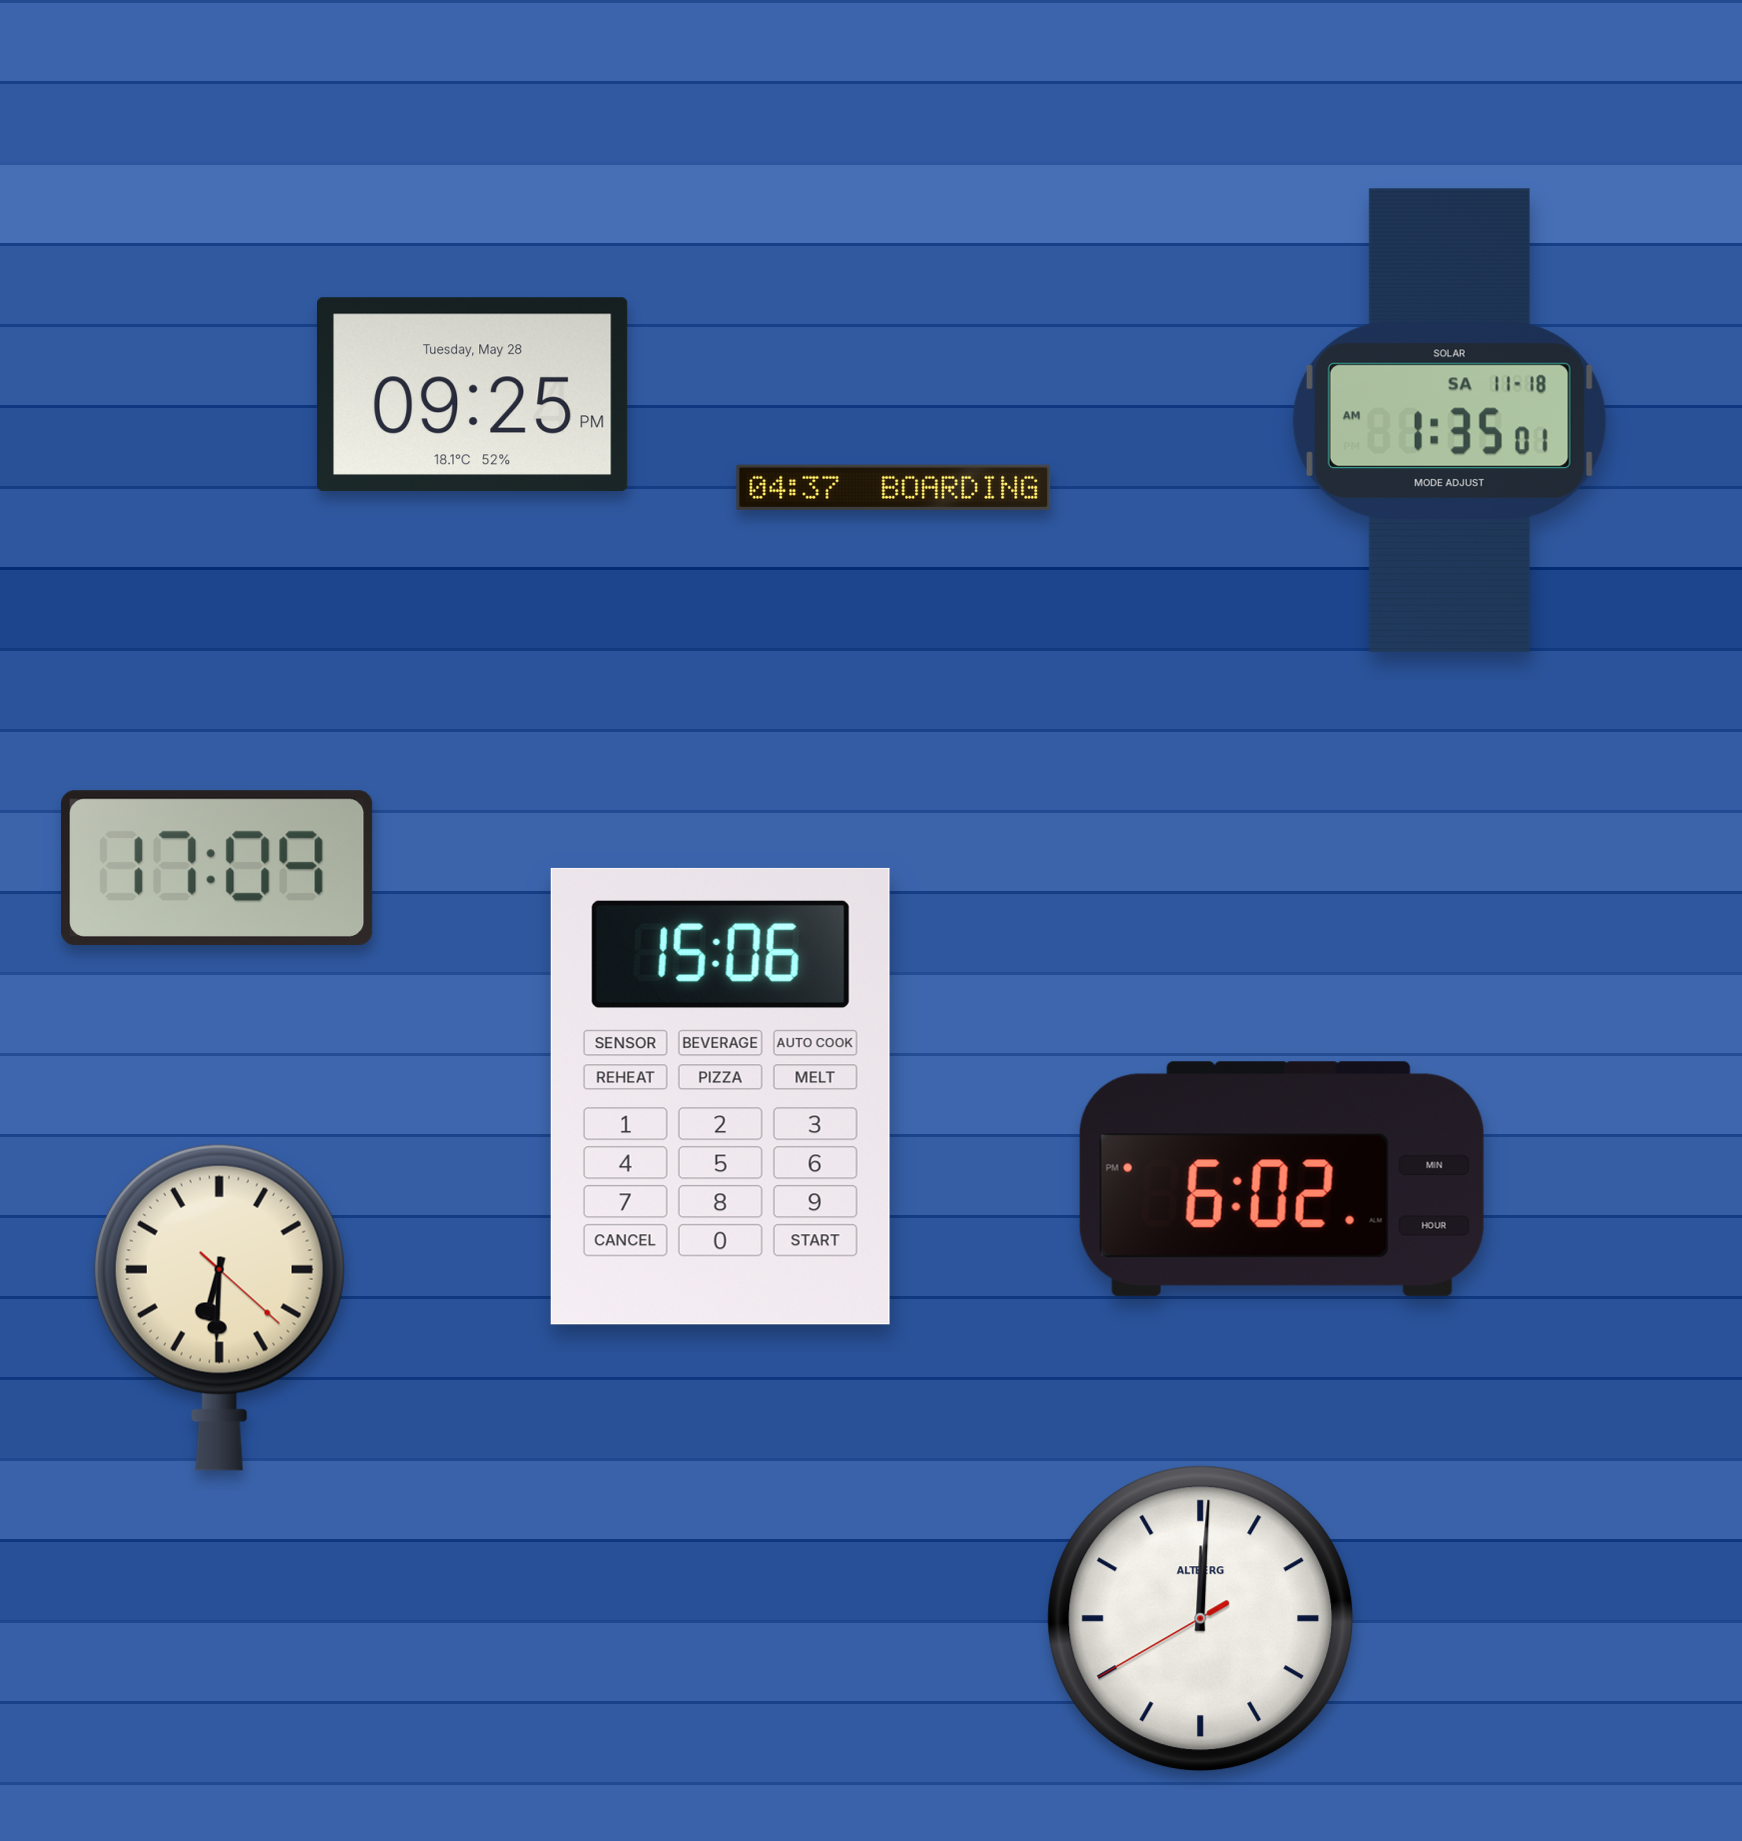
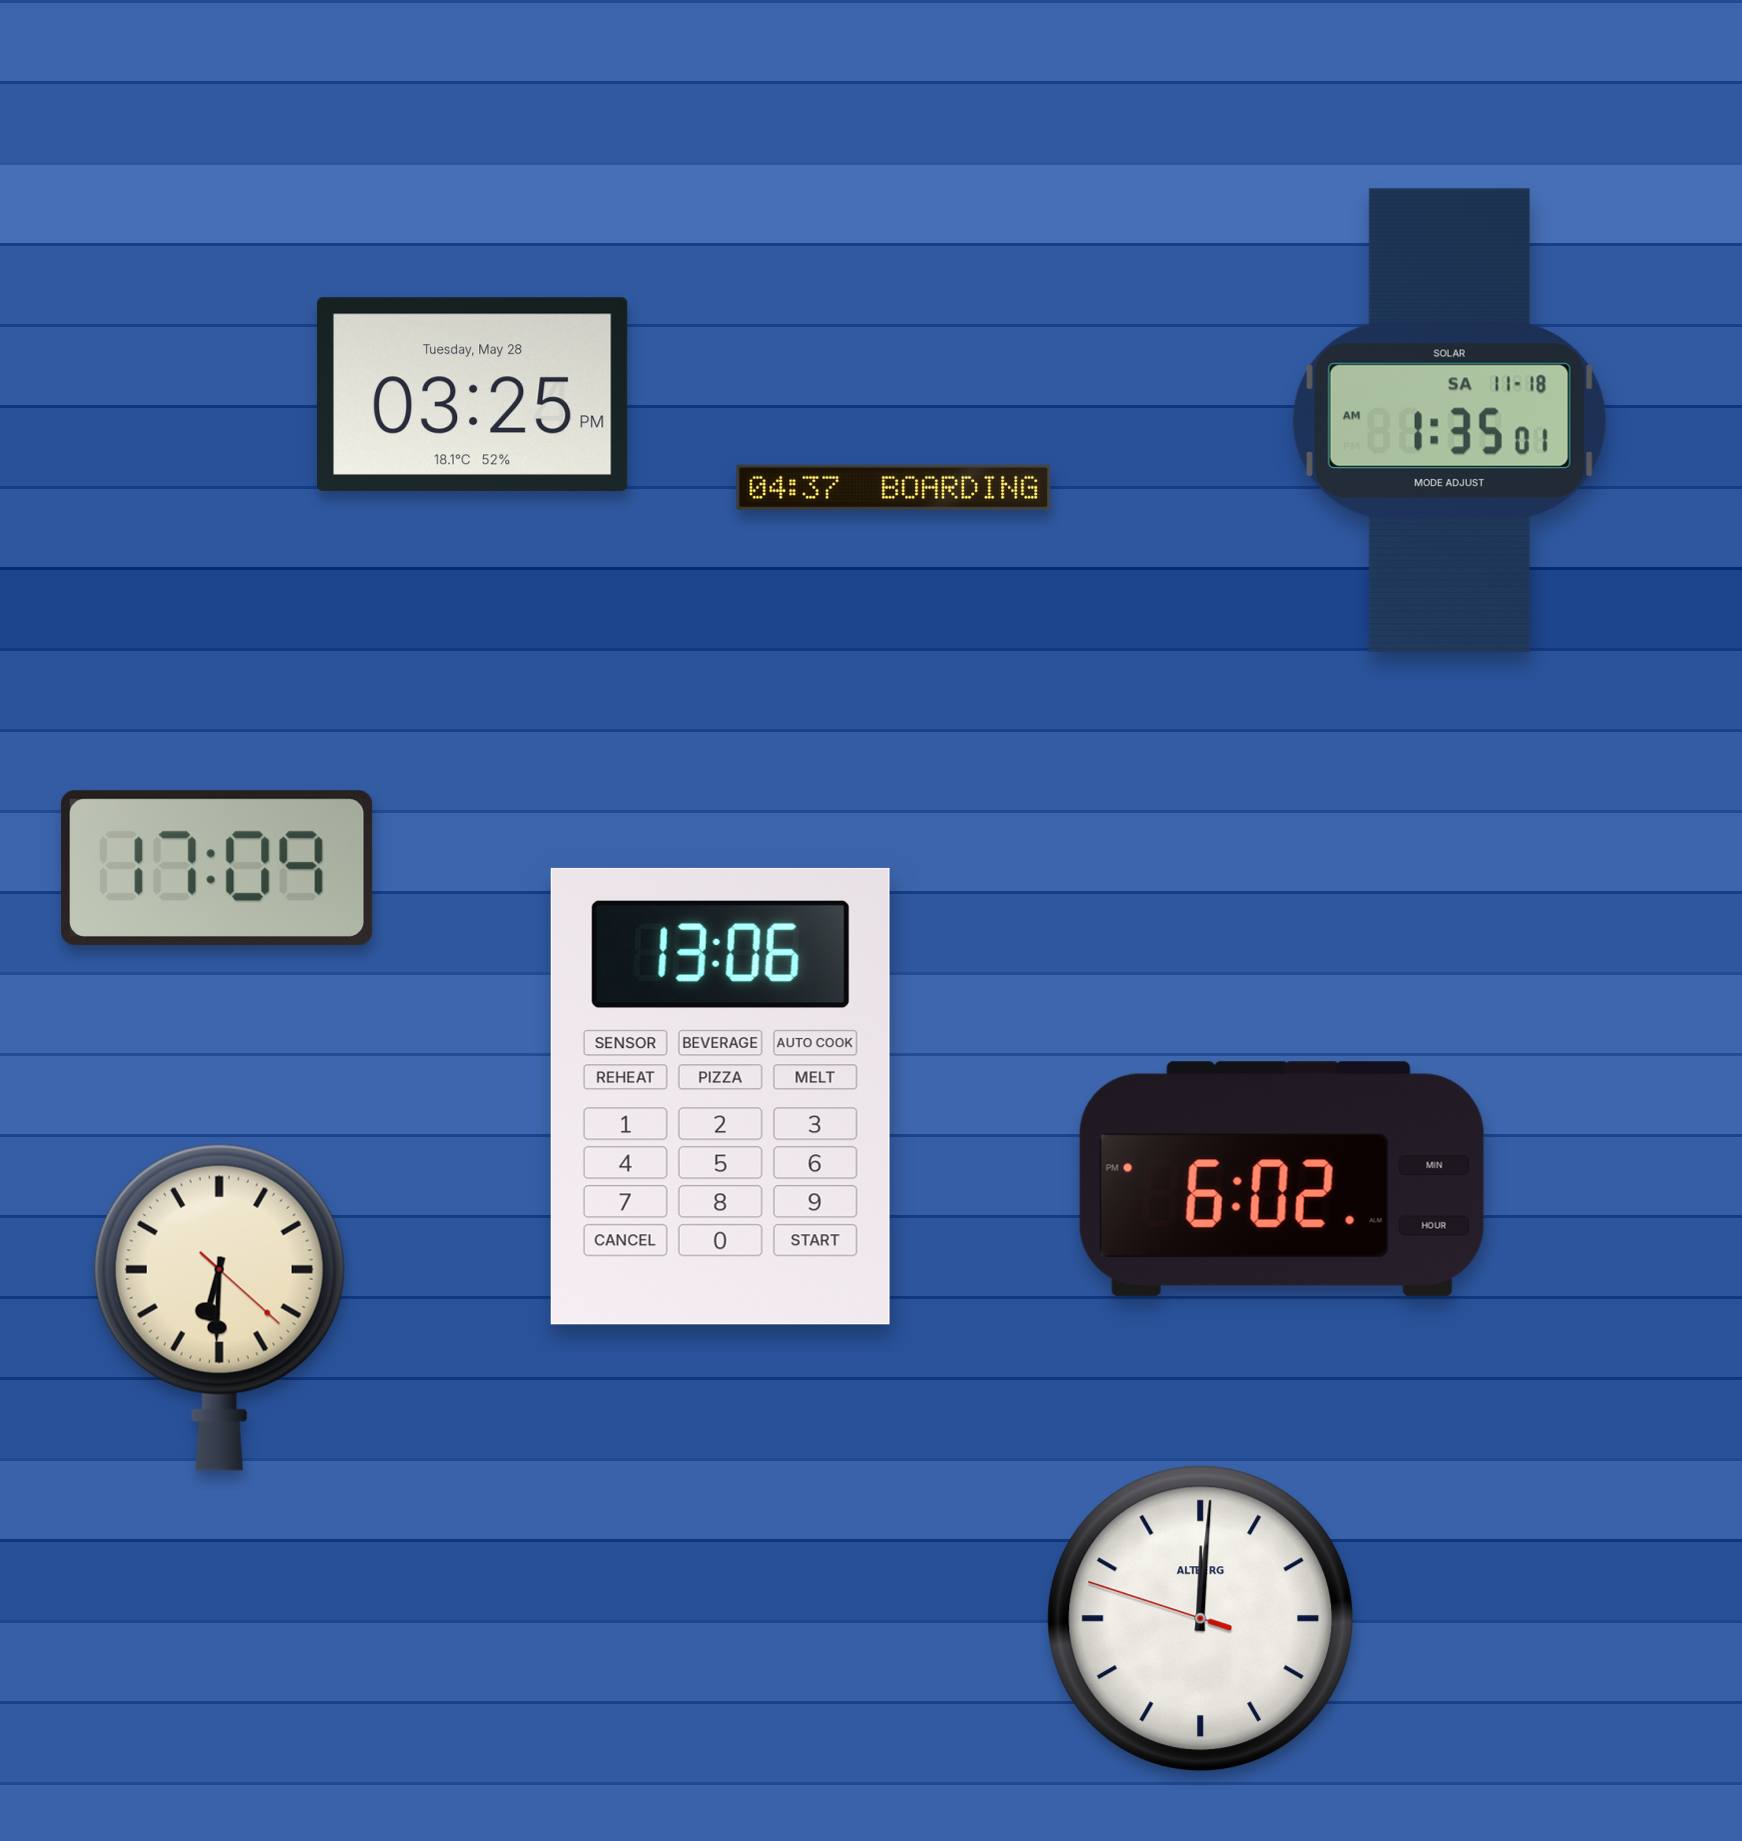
clock at (473, 394): 09:25 -> 03:25
clock at (720, 1096): 15:06 -> 13:06
clock at (1201, 1619): 12:00:40 -> 12:00:48
